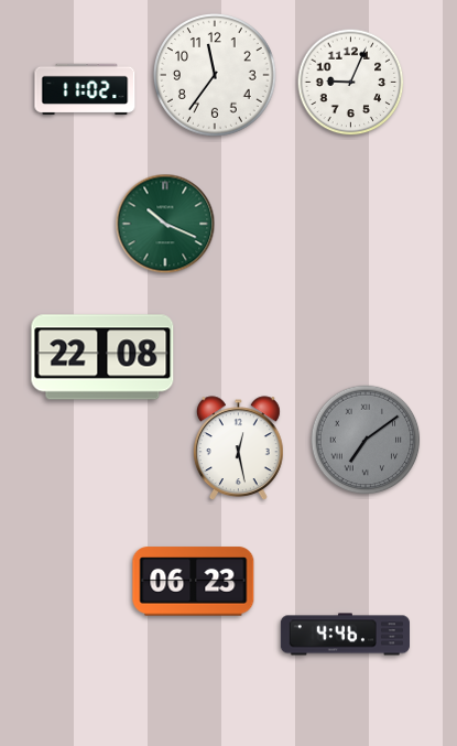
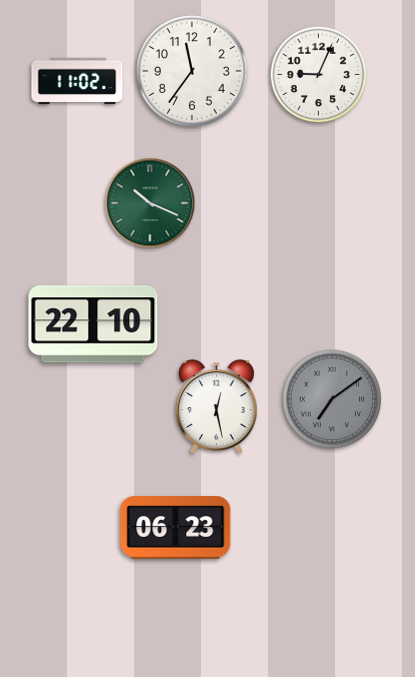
clock at (216, 76) position: (216, 76) -> (193, 72)
clock at (102, 357): 22:08 -> 22:10
clock at (345, 635): 4:46 -> none
